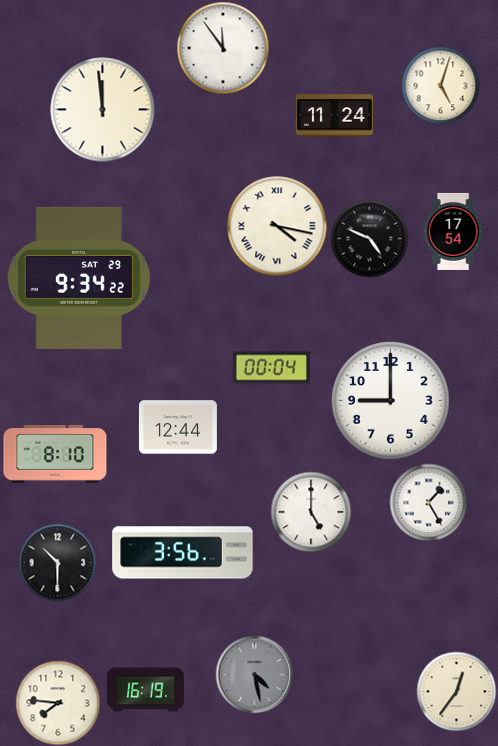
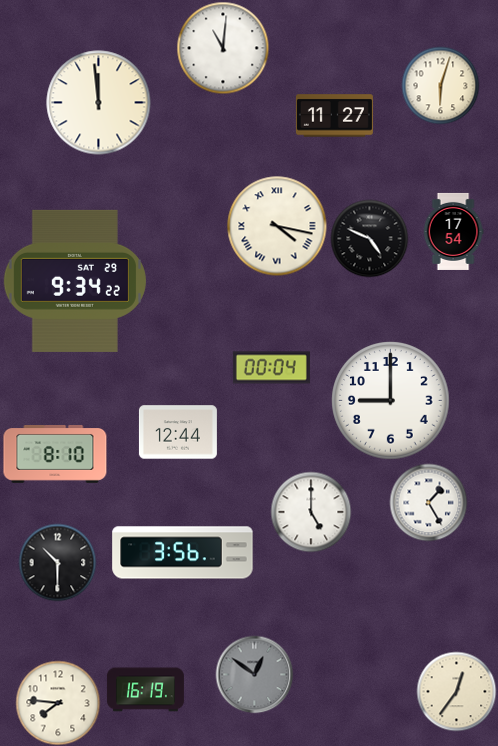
clock at (223, 48): 11:54 -> 11:01
clock at (440, 85): 5:03 -> 6:03
clock at (103, 110) position: (103, 110) -> (99, 103)
clock at (334, 116): 11:24 -> 11:27
clock at (79, 278) position: (79, 278) -> (75, 281)
clock at (178, 427) position: (178, 427) -> (178, 432)
clock at (254, 674): 4:28 -> 12:51
